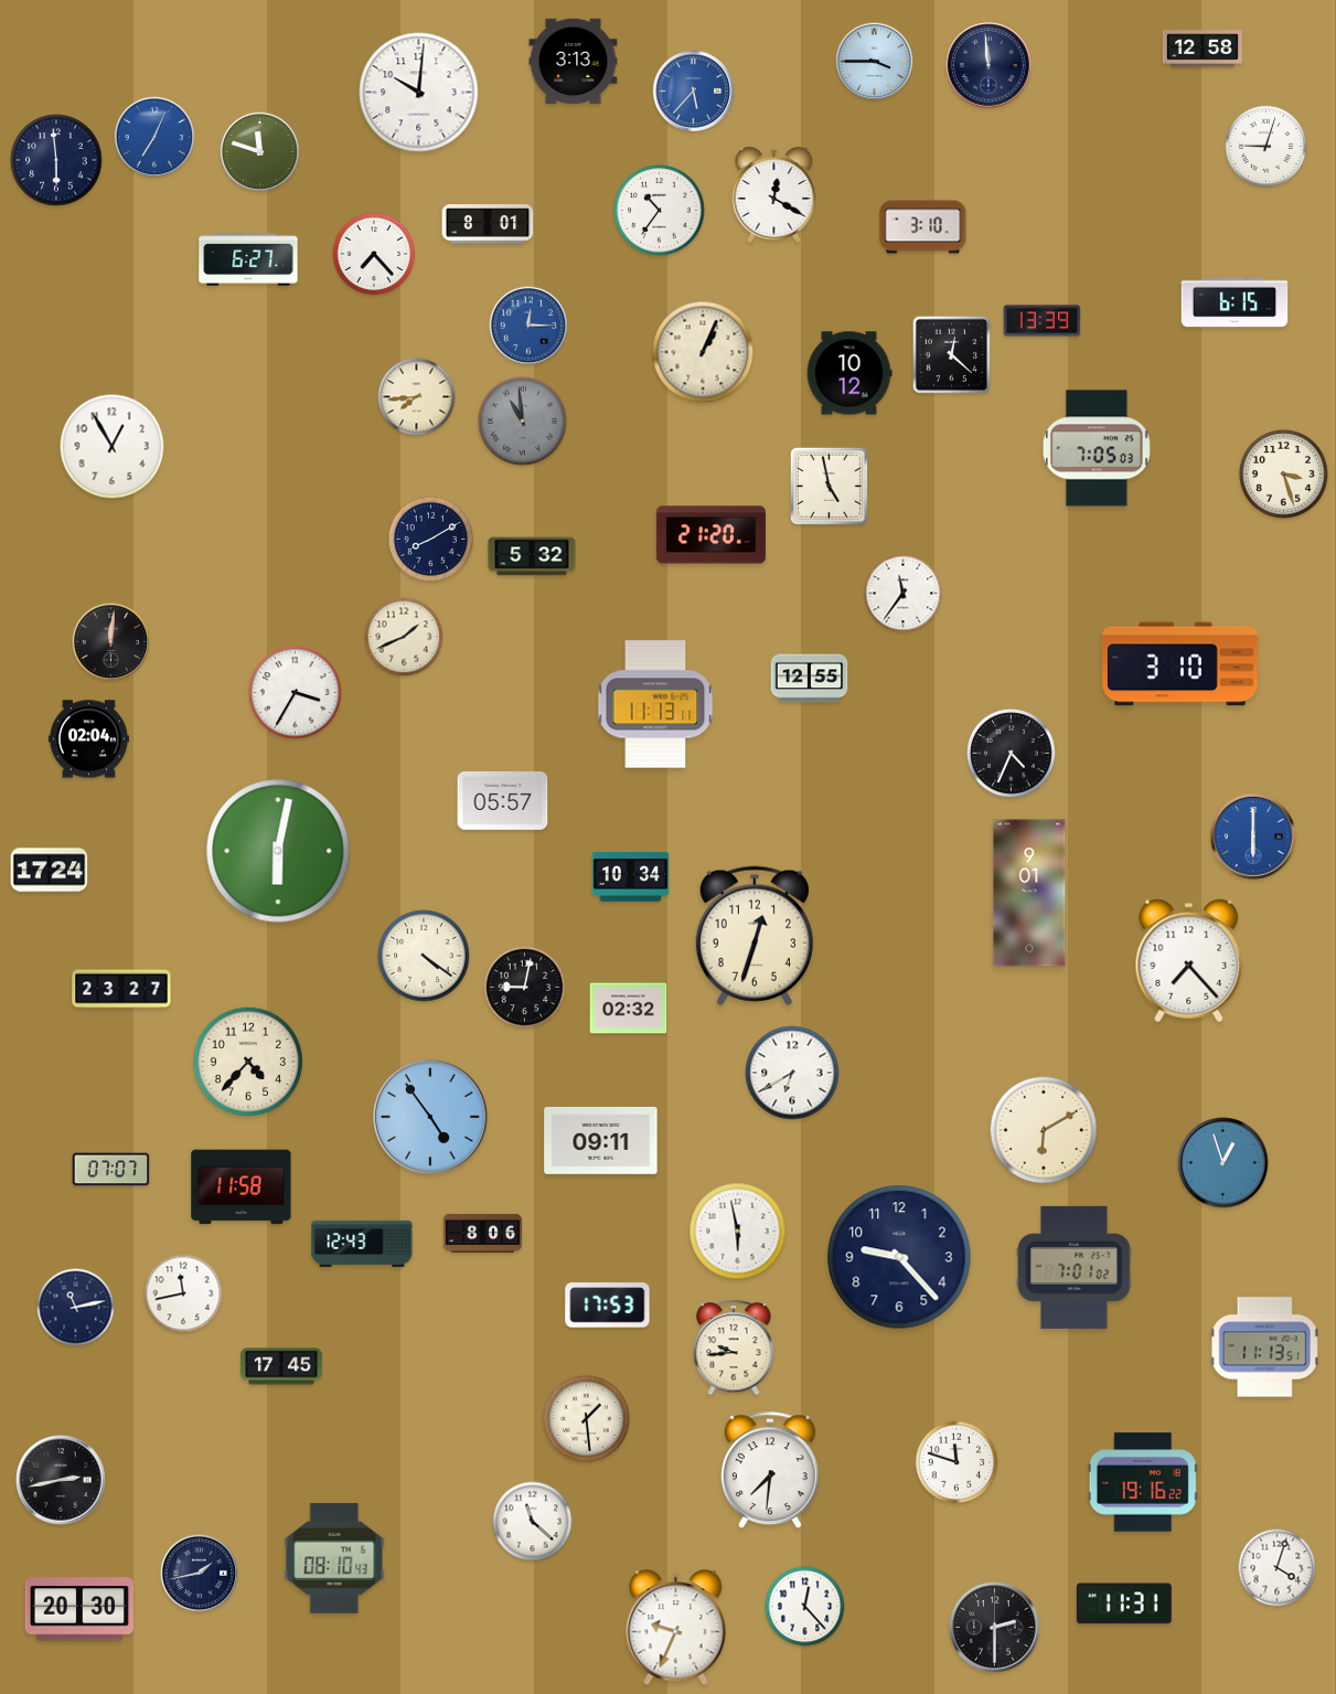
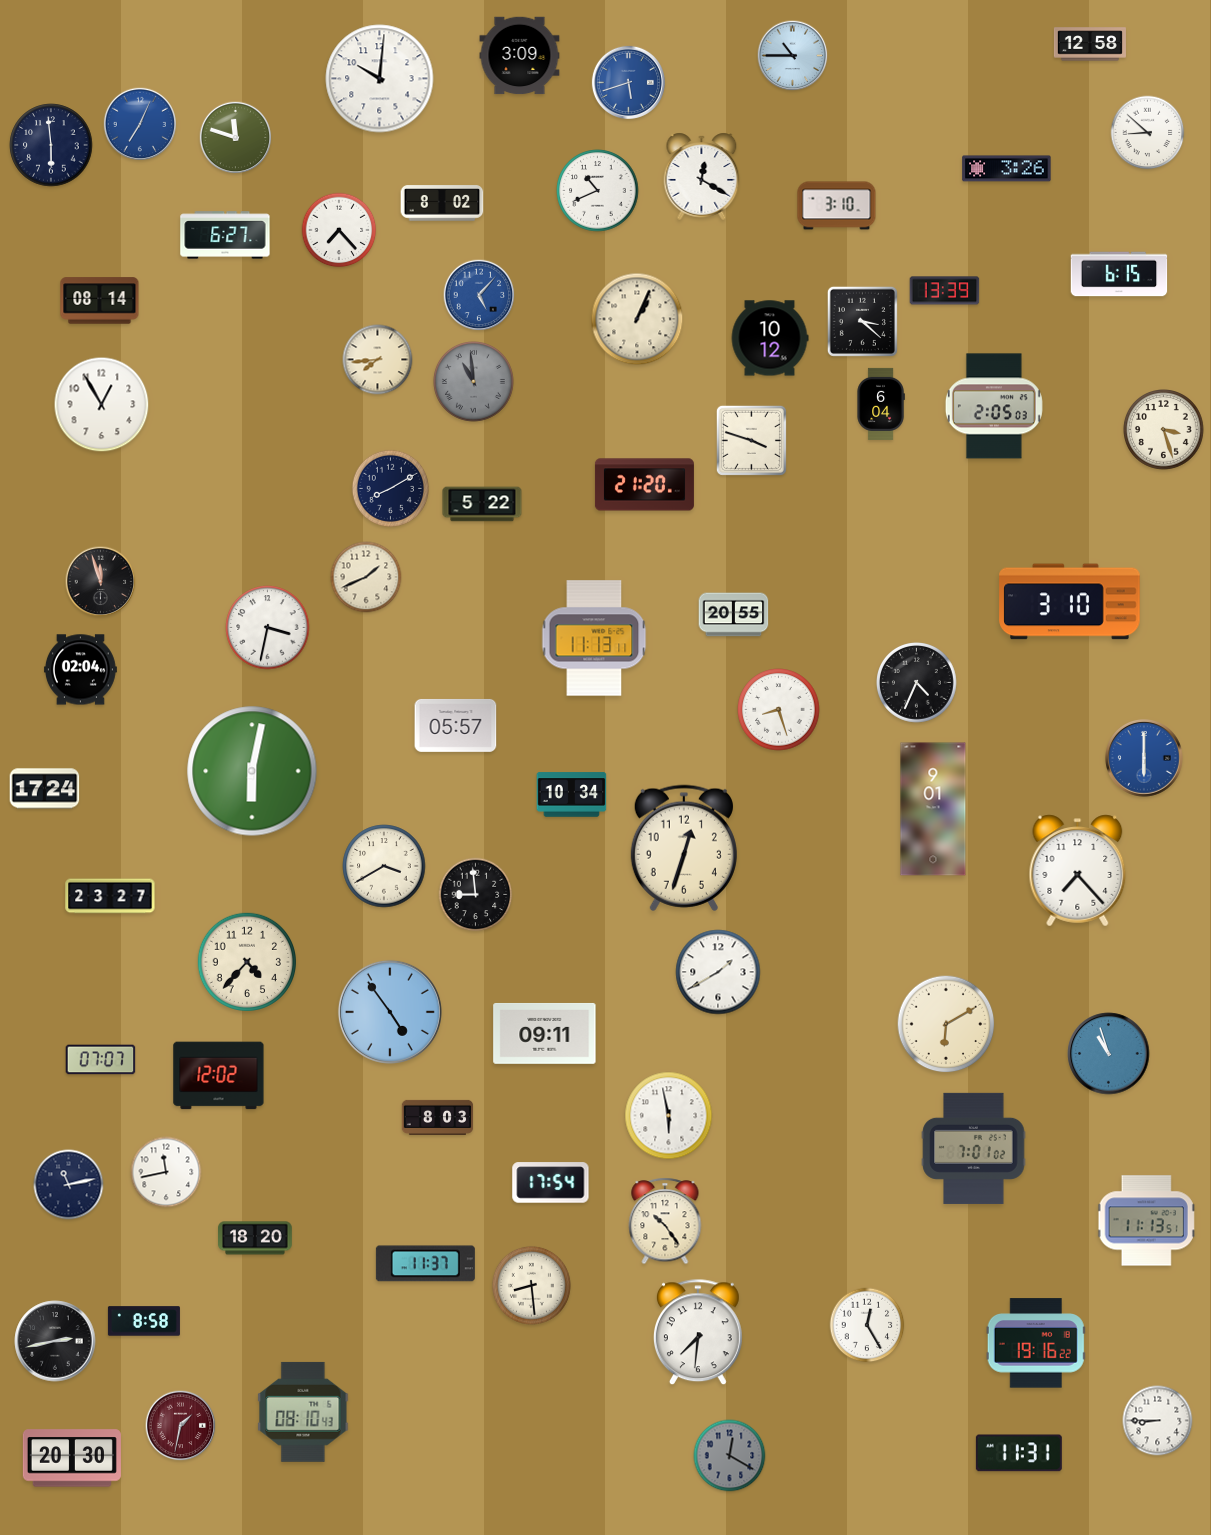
clock at (574, 62): 3:13 -> 3:09
clock at (875, 62): 3:45 -> 10:45
clock at (990, 66): 11:59 -> none
clock at (693, 90): 5:37 -> 5:42
clock at (419, 93) position: (419, 93) -> (380, 79)
clock at (1266, 147): 9:03 -> 8:52
clock at (1007, 169): none -> 3:26
clock at (660, 211): 10:36 -> 10:41
clock at (488, 224): 8:01 -> 8:02
clock at (528, 326): 12:15 -> 5:07
clock at (100, 301): none -> 08:14
clock at (951, 354): 12:22 -> 3:22
clock at (881, 404): none -> 6:04
clock at (1097, 448): 7:05 -> 2:05
clock at (829, 486): 4:58 -> 3:48
clock at (532, 556): 5:32 -> 5:22
clock at (904, 594): 11:36 -> none
clock at (111, 642): 12:01 -> 11:57
clock at (810, 679): 12:55 -> 20:55
clock at (296, 693): 3:35 -> 3:32
clock at (779, 710): none -> 8:27
clock at (1254, 838) position: (1254, 838) -> (1145, 759)
clock at (424, 956): 4:21 -> 3:40
clock at (525, 988): 9:02 -> 8:59
clock at (629, 1009): 02:32 -> none
clock at (247, 1061) position: (247, 1061) -> (246, 961)
clock at (792, 1073): 6:40 -> 1:40
clock at (1223, 1163): 12:57 -> 10:57
clock at (242, 1187): 11:58 -> 12:02
clock at (483, 1233): 8:06 -> 8:03
clock at (362, 1244): 12:43 -> none
clock at (899, 1257): 9:23 -> none
clock at (608, 1306): 17:53 -> 17:54
clock at (734, 1347): 9:44 -> 10:24
clock at (281, 1366): 17:45 -> 18:20
clock at (425, 1264): none -> 11:37
clock at (586, 1418): 1:29 -> 8:29
clock at (144, 1321): none -> 8:58
clock at (956, 1462): 11:48 -> 12:25
clock at (533, 1522): 11:22 -> none
clock at (1278, 1568): 4:03 -> 8:45
clock at (200, 1574): 1:43 -> 1:32
clock at (200, 1574) dial: navy -> burgundy
clock at (805, 1607): 12:23 -> 12:20
clock at (805, 1607) dial: white -> grey
clock at (676, 1628): 9:34 -> none
clock at (995, 1628): 2:30 -> none
